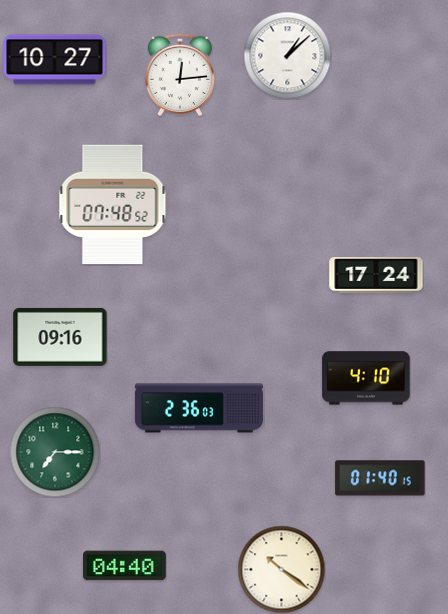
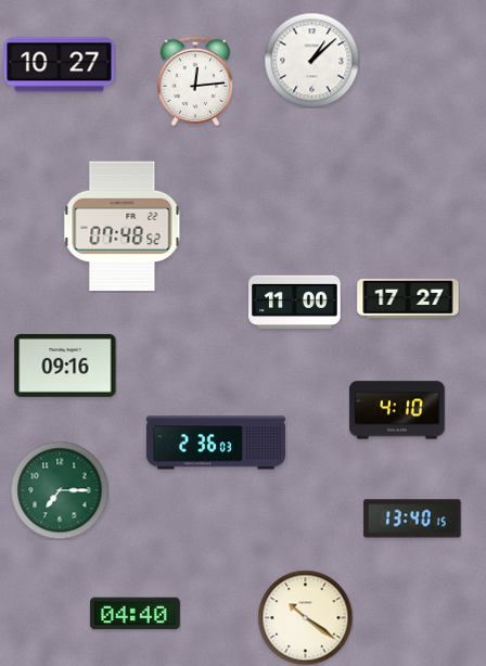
clock at (113, 205) position: (113, 205) -> (123, 227)
clock at (376, 276): 17:24 -> 17:27
clock at (295, 303): none -> 11:00
clock at (380, 478): 01:40 -> 13:40
